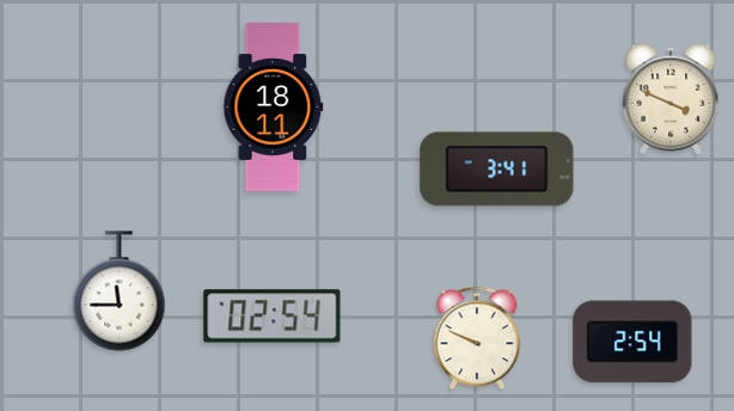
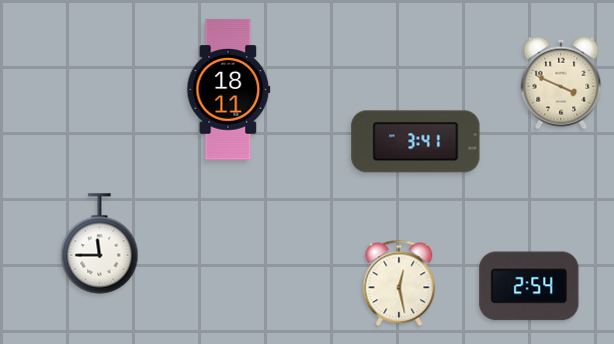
clock at (273, 317): 02:54 -> none
clock at (477, 338): 9:49 -> 12:28
